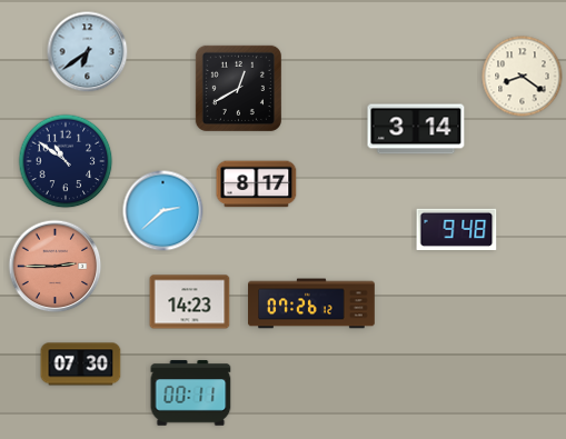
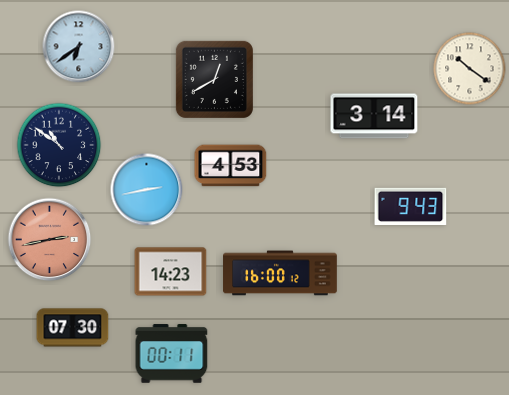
clock at (523, 77): 8:21 -> 10:21
clock at (257, 184): 8:17 -> 4:53
clock at (163, 211): 2:38 -> 2:43
clock at (457, 229): 9:48 -> 9:43
clock at (56, 267): 2:45 -> 2:43
clock at (311, 303): 07:26 -> 16:00
